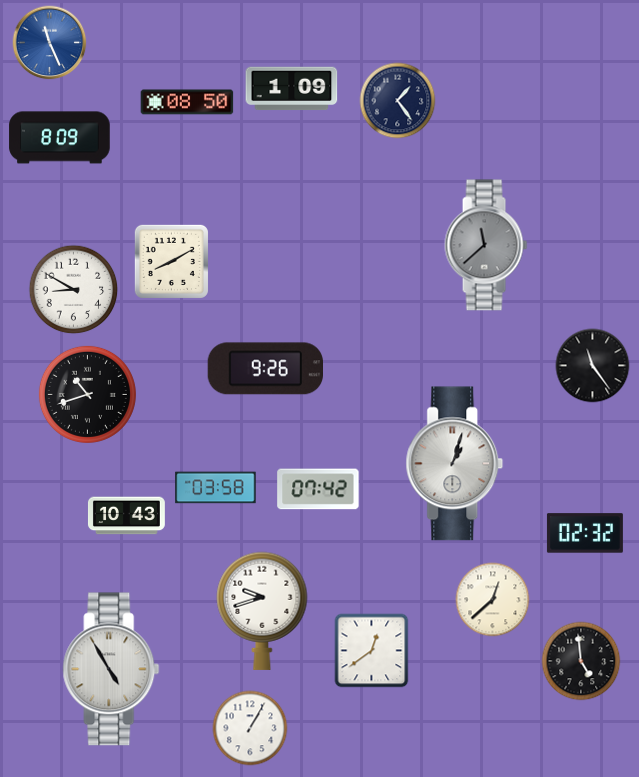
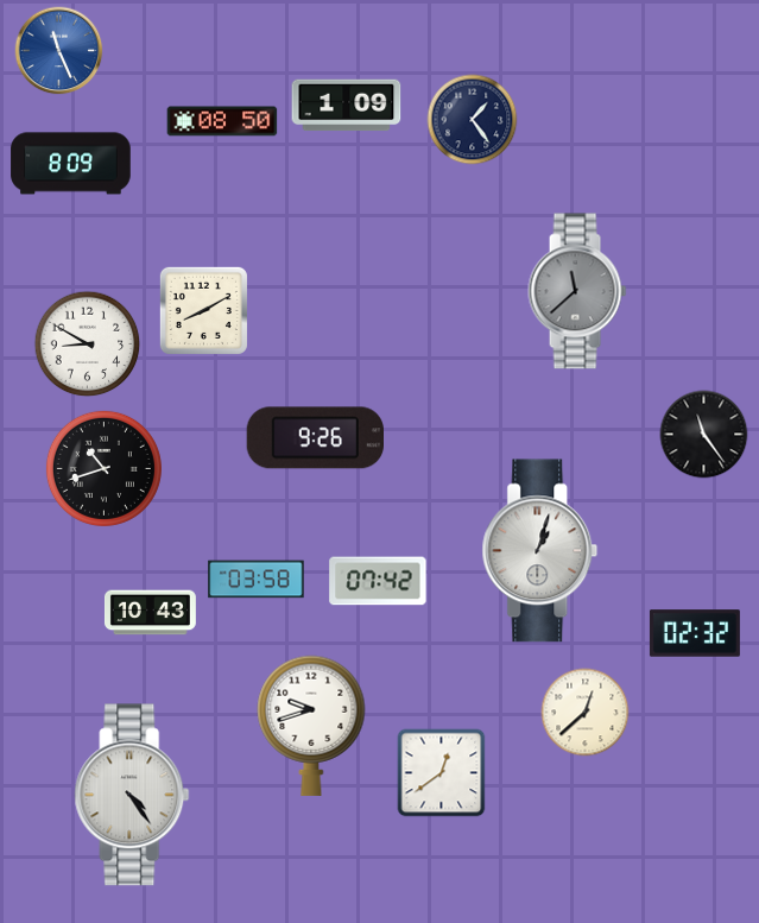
clock at (581, 661): 4:59 -> none
clock at (111, 669): 4:55 -> 4:24
clock at (250, 728): 1:05 -> none
